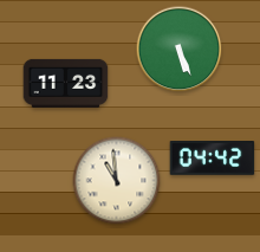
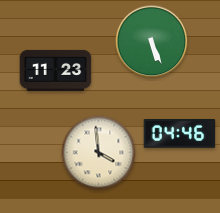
clock at (213, 159): 04:42 -> 04:46
clock at (117, 181): 10:59 -> 3:59
